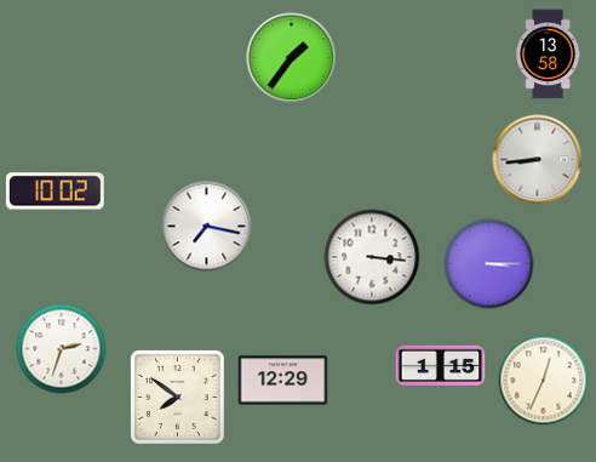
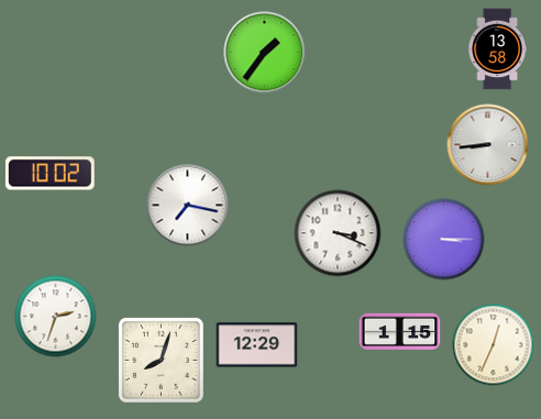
clock at (372, 257): 3:16 -> 3:19
clock at (177, 397): 7:51 -> 8:03
